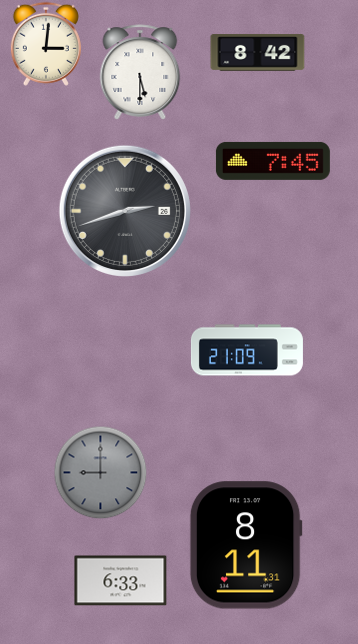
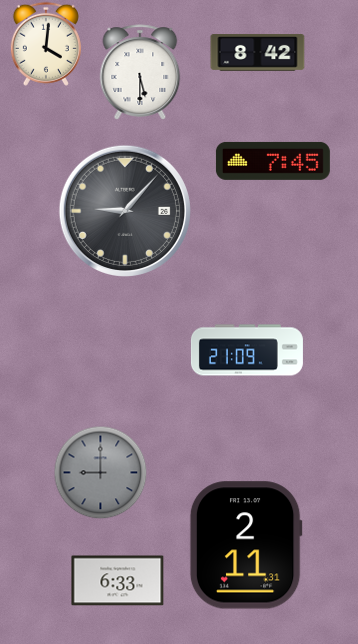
clock at (46, 44): 3:01 -> 4:01
clock at (125, 211): 2:42 -> 9:07
clock at (246, 545): 8:11 -> 2:11
clock at (121, 581) position: (121, 581) -> (118, 581)
